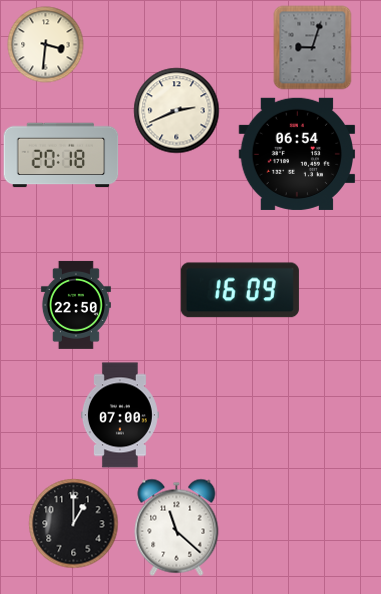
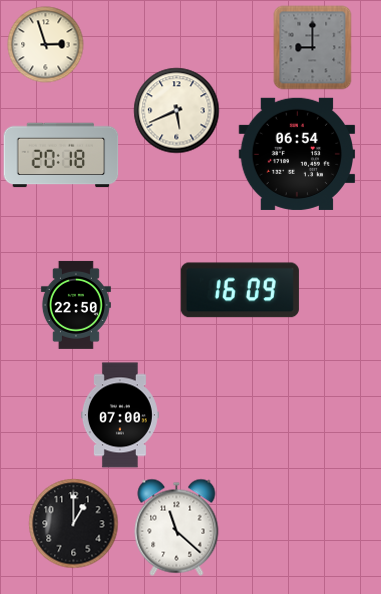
clock at (46, 45): 3:31 -> 2:57
clock at (313, 48): 9:03 -> 9:00
clock at (177, 111): 2:41 -> 5:41
